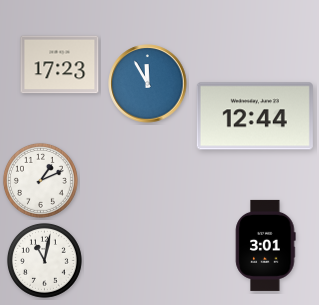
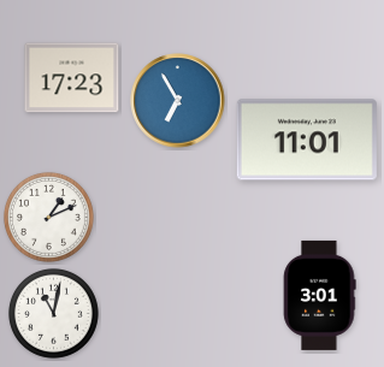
clock at (148, 84): 11:55 -> 6:55
clock at (255, 116): 12:44 -> 11:01
